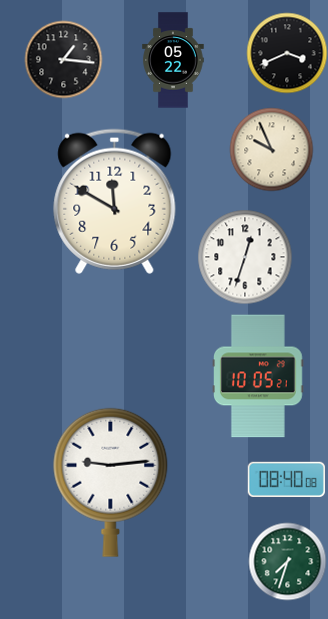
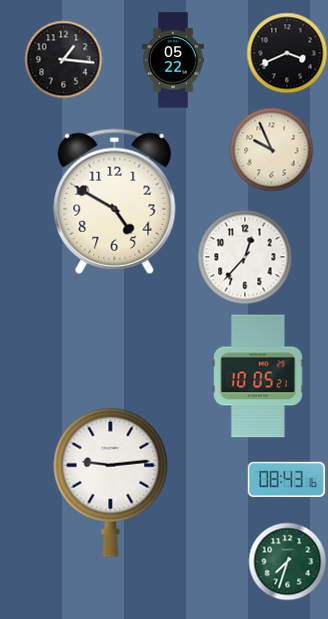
clock at (115, 201): 11:50 -> 4:50
clock at (245, 257): 12:33 -> 12:37
clock at (286, 479): 08:40 -> 08:43
